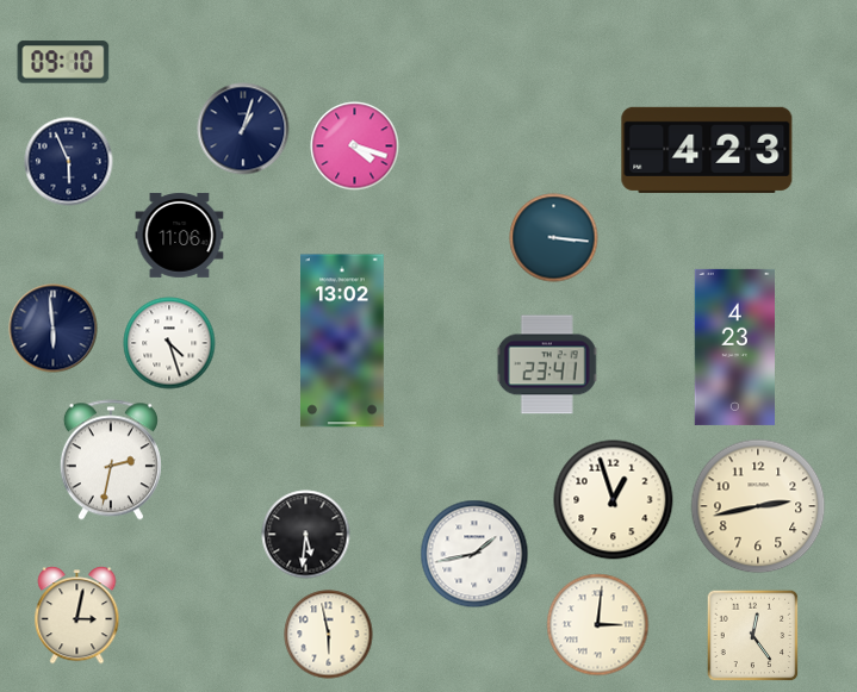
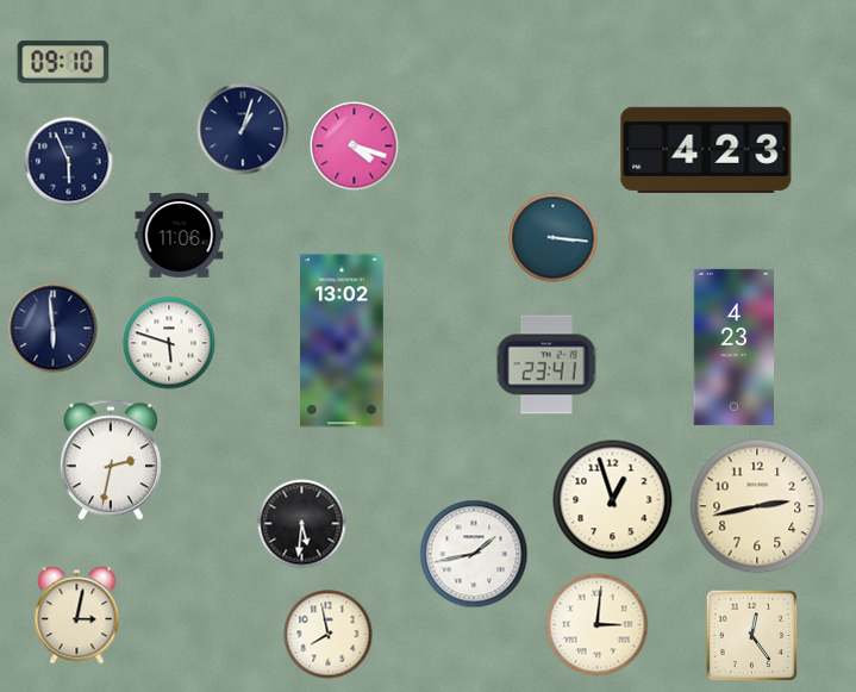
clock at (169, 343): 4:27 -> 5:48
clock at (306, 535) position: (306, 535) -> (302, 524)
clock at (329, 635): 5:58 -> 7:58
